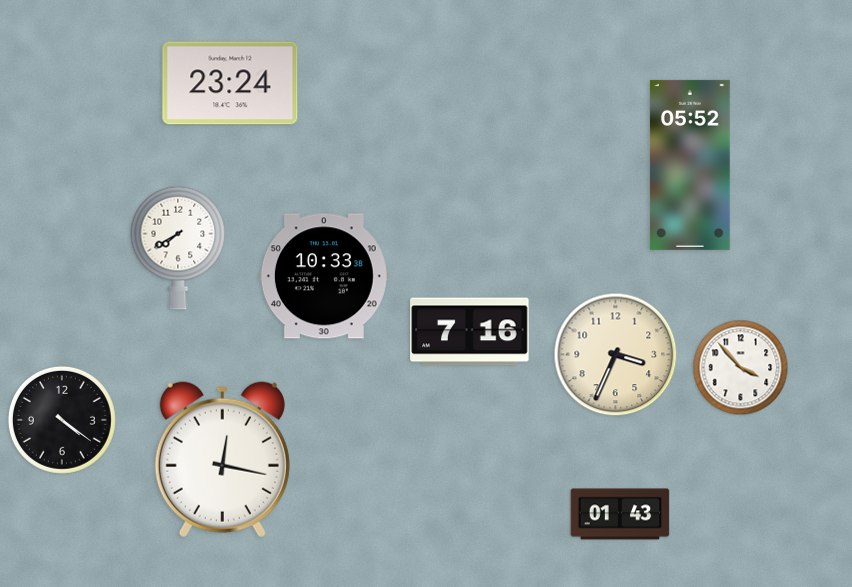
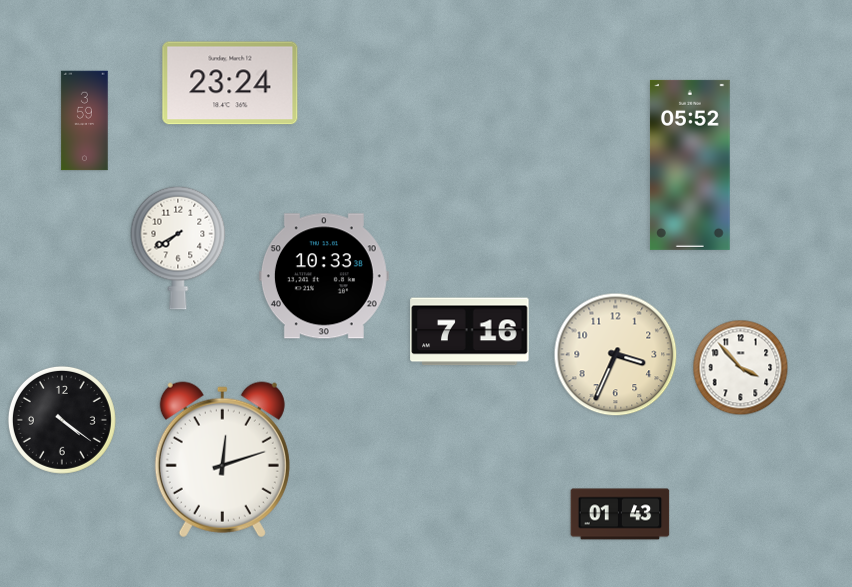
clock at (85, 121): none -> 3:59
clock at (222, 460): 12:17 -> 12:12
